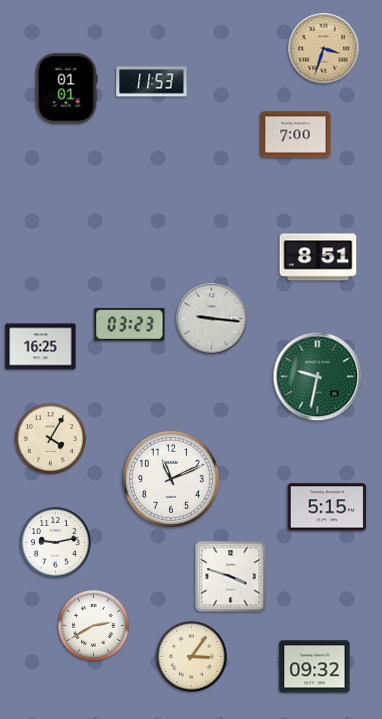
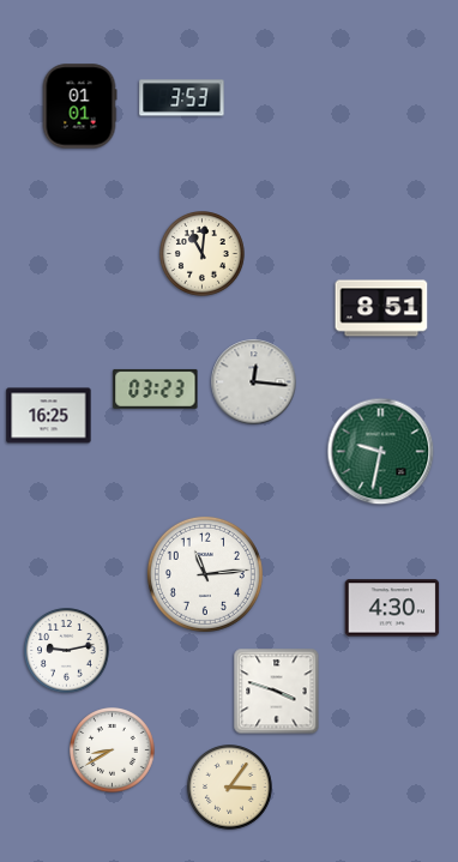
clock at (324, 49): 3:33 -> none
clock at (152, 82): 11:53 -> 3:53
clock at (296, 135): 7:00 -> none
clock at (203, 254): none -> 11:01
clock at (212, 319): 9:16 -> 12:16
clock at (51, 439): 4:05 -> none
clock at (171, 479): 11:11 -> 11:14
clock at (327, 507): 5:15 -> 4:30
clock at (94, 626): 2:40 -> 8:40
clock at (315, 667): 09:32 -> none
